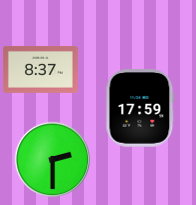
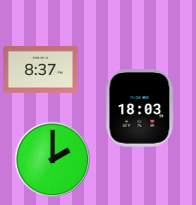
clock at (140, 108): 17:59 -> 18:03
clock at (53, 160): 2:30 -> 2:00
